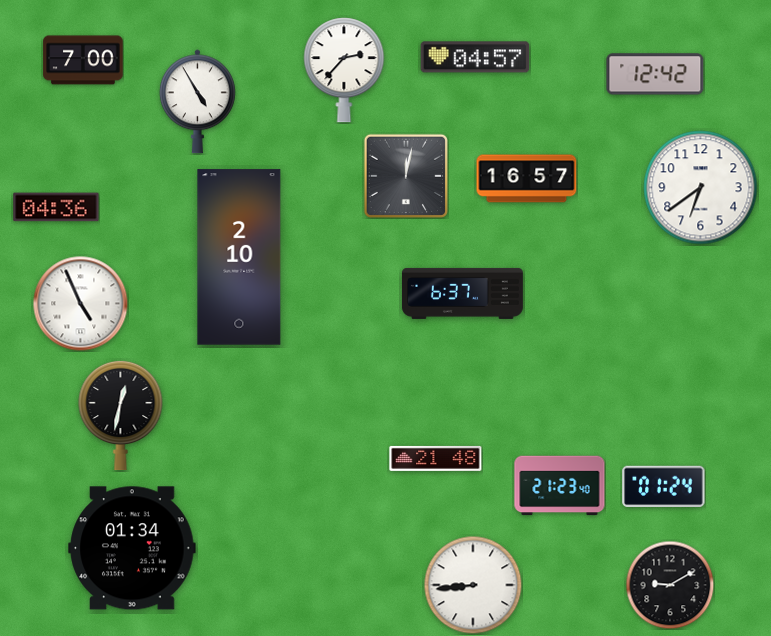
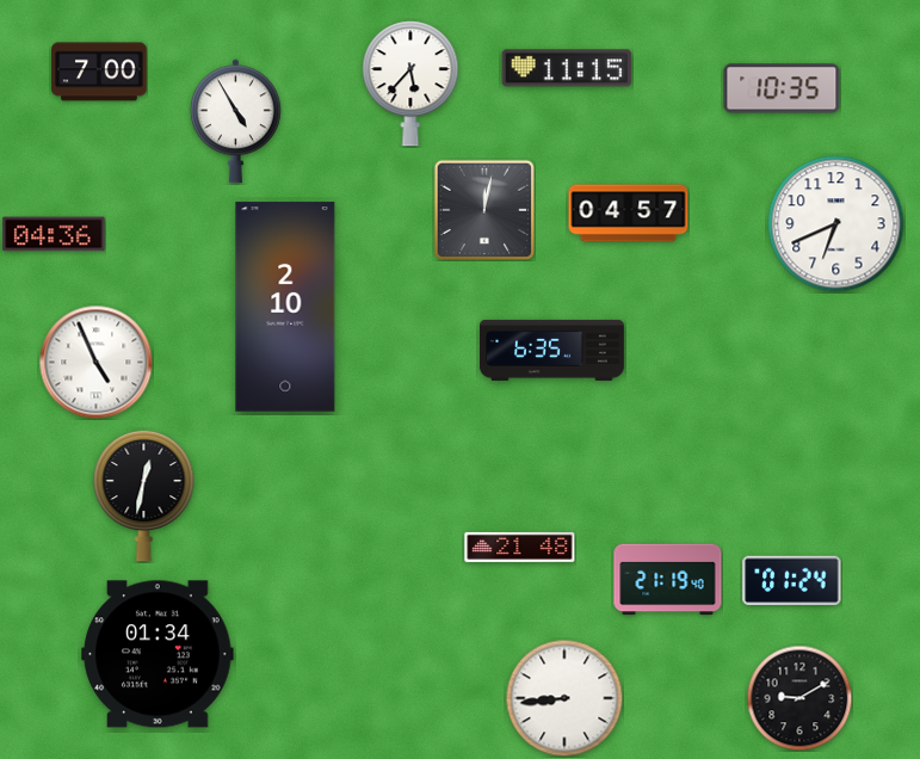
clock at (475, 57): 04:57 -> 11:15
clock at (344, 70): 2:37 -> 5:37
clock at (655, 74): 12:42 -> 10:35
clock at (527, 179): 16:57 -> 04:57
clock at (701, 188): 6:39 -> 6:41
clock at (56, 207) position: (56, 207) -> (54, 234)
clock at (462, 293): 6:37 -> 6:35
clock at (560, 486): 21:23 -> 21:19
